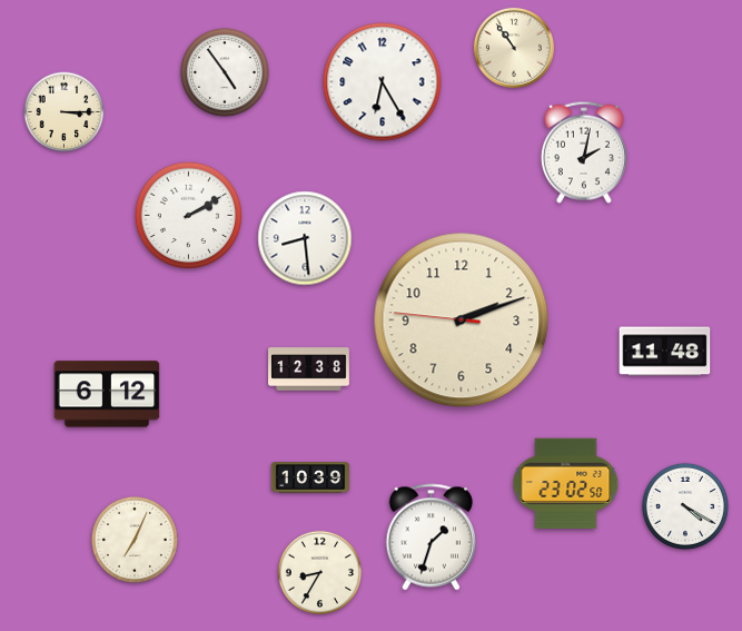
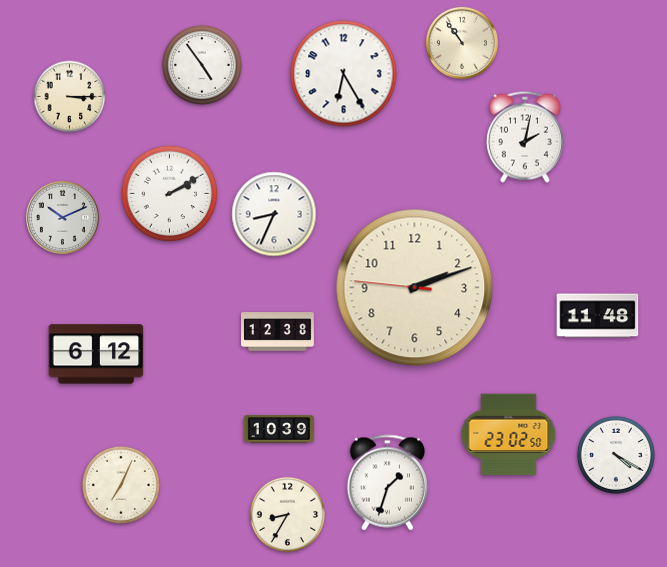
clock at (65, 112) position: (65, 112) -> (70, 97)
clock at (305, 238): 8:29 -> 8:34
clock at (62, 217): none -> 10:11
